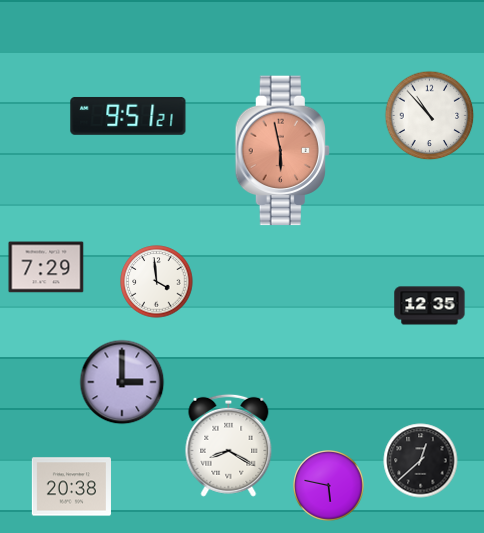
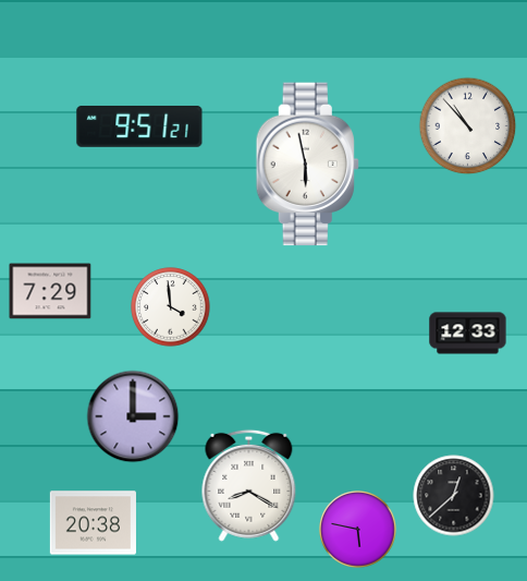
clock at (282, 151) dial: salmon -> white
clock at (430, 306): 12:35 -> 12:33
clock at (421, 461) position: (421, 461) -> (454, 496)
clock at (71, 487) position: (71, 487) -> (93, 523)
